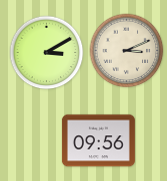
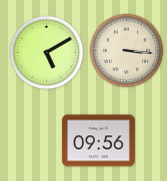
clock at (127, 51): 3:11 -> 3:16
clock at (47, 53): 3:10 -> 5:10
